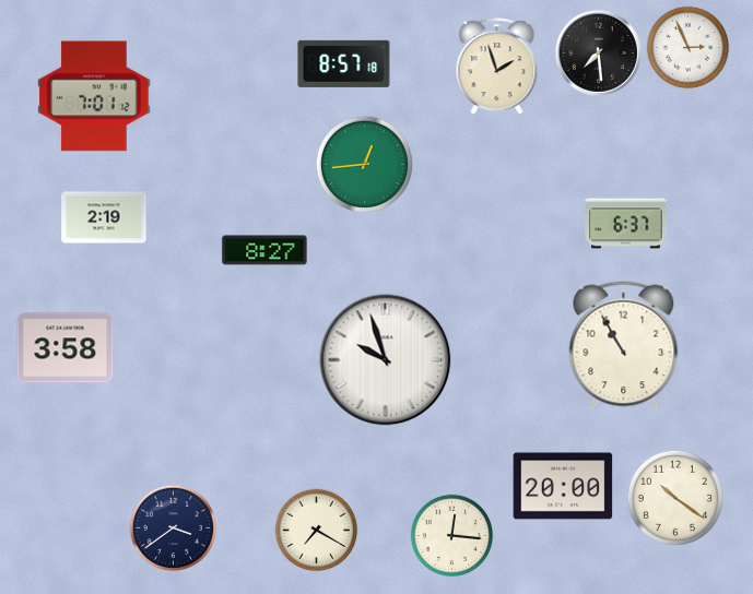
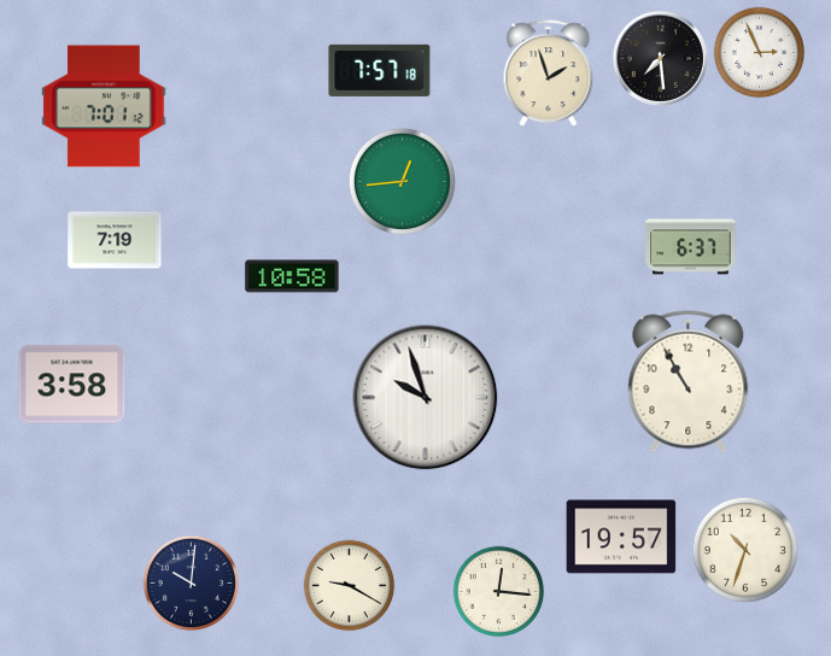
clock at (344, 63): 8:57 -> 7:57
clock at (104, 217): 2:19 -> 7:19
clock at (264, 250): 8:27 -> 10:58
clock at (563, 486): 20:00 -> 19:57
clock at (675, 498): 10:21 -> 10:33
clock at (174, 528): 3:39 -> 10:01
clock at (317, 531): 7:20 -> 9:20
